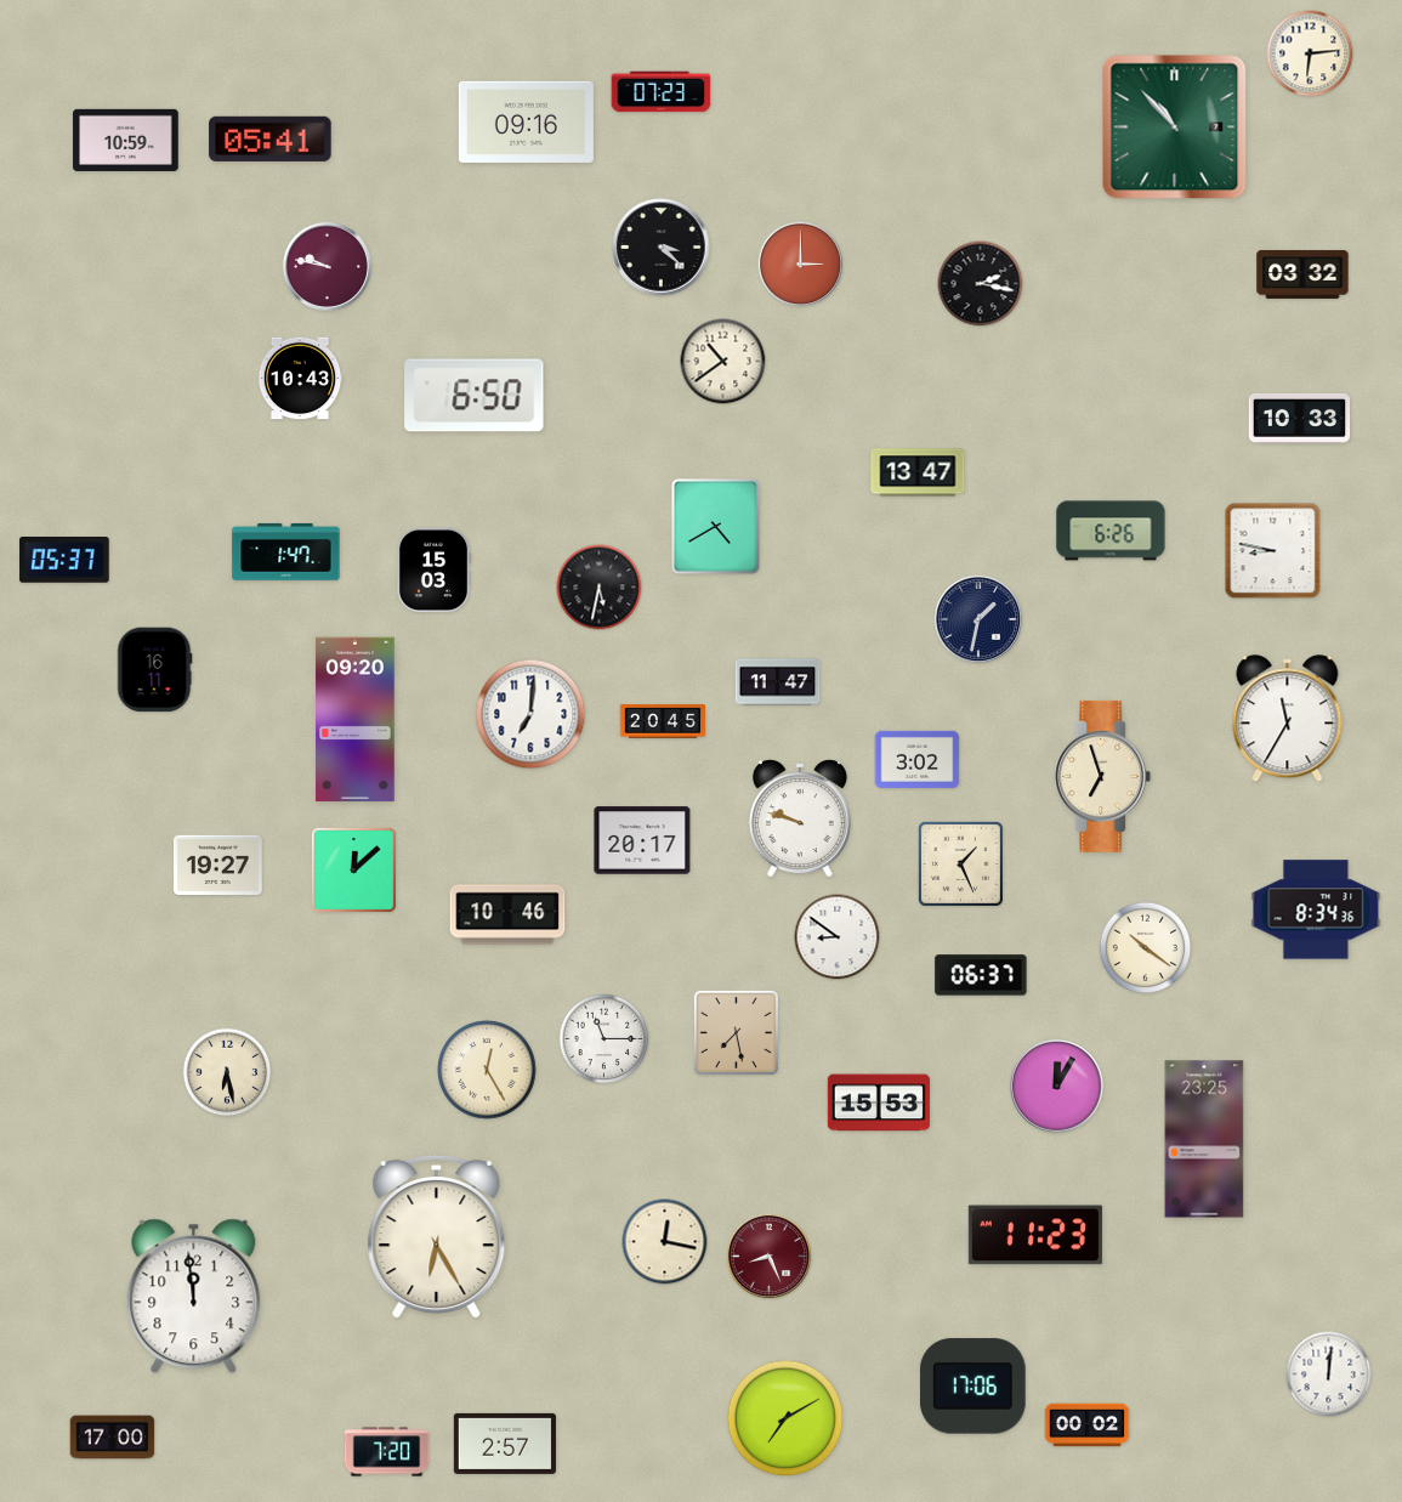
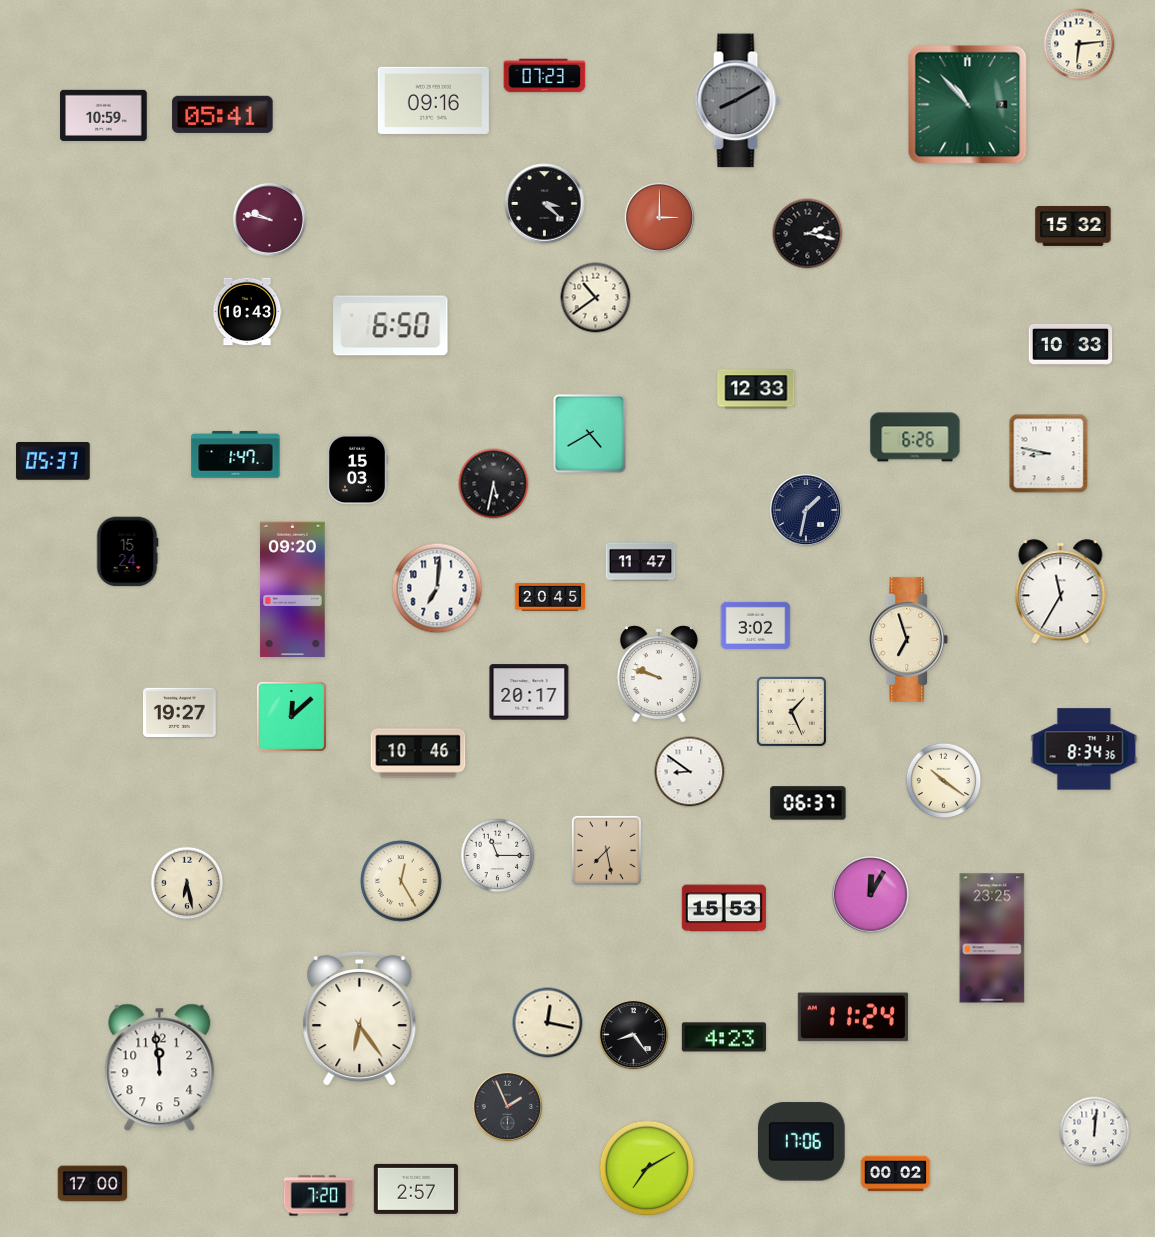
clock at (737, 101): none -> 8:10
clock at (1302, 274): 03:32 -> 15:32
clock at (918, 472): 13:47 -> 12:33
clock at (155, 670): 16:11 -> 15:24
clock at (356, 720) position: (356, 720) -> (293, 590)
clock at (663, 722) position: (663, 722) -> (550, 598)
clock at (1035, 1235): 11:23 -> 11:24
clock at (437, 1237): 6:25 -> 6:24
clock at (770, 1257): 8:26 -> 8:24
clock at (770, 1257) dial: burgundy -> black
clock at (724, 1037): none -> 4:23
clock at (508, 1107): none -> 1:56
